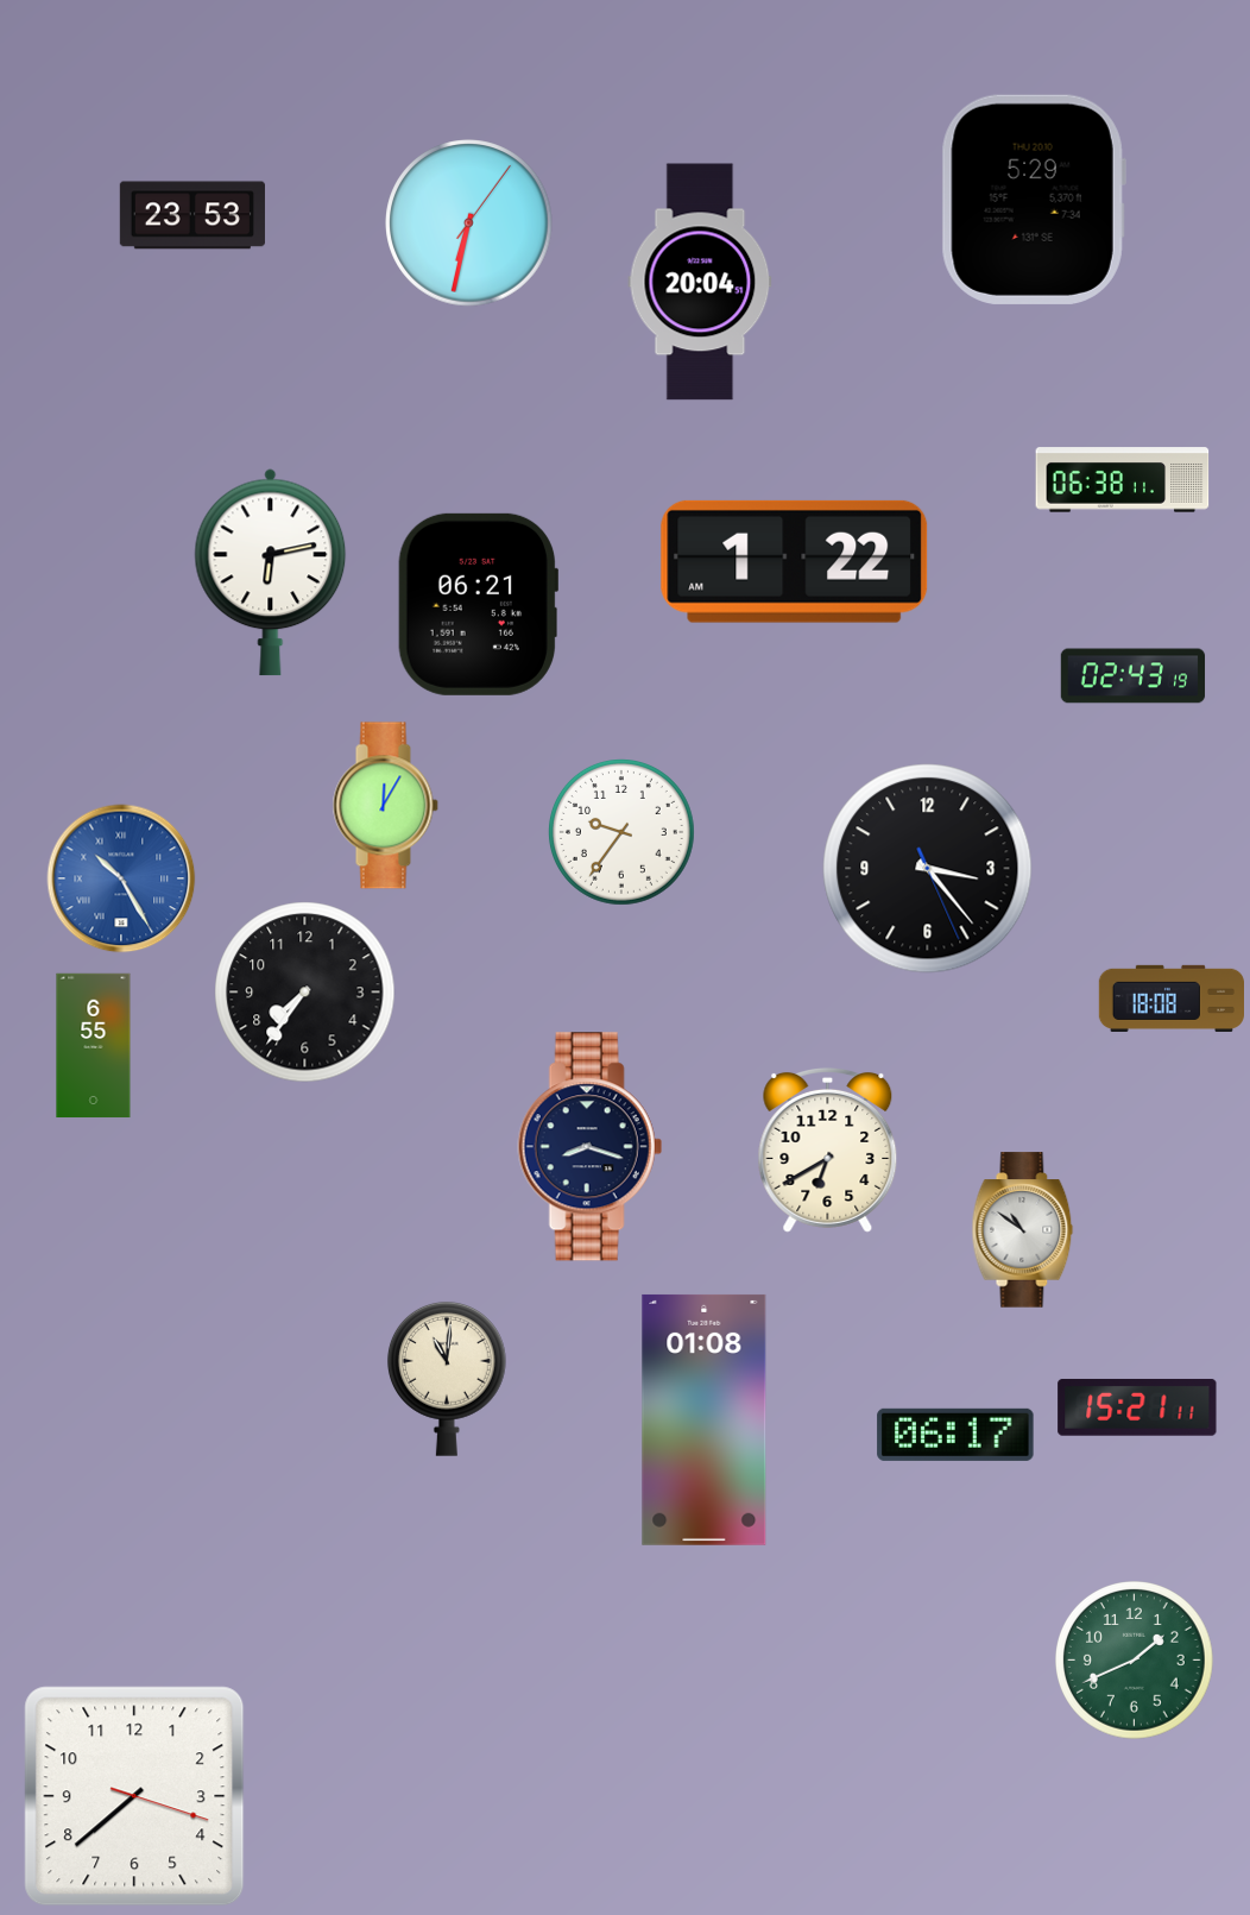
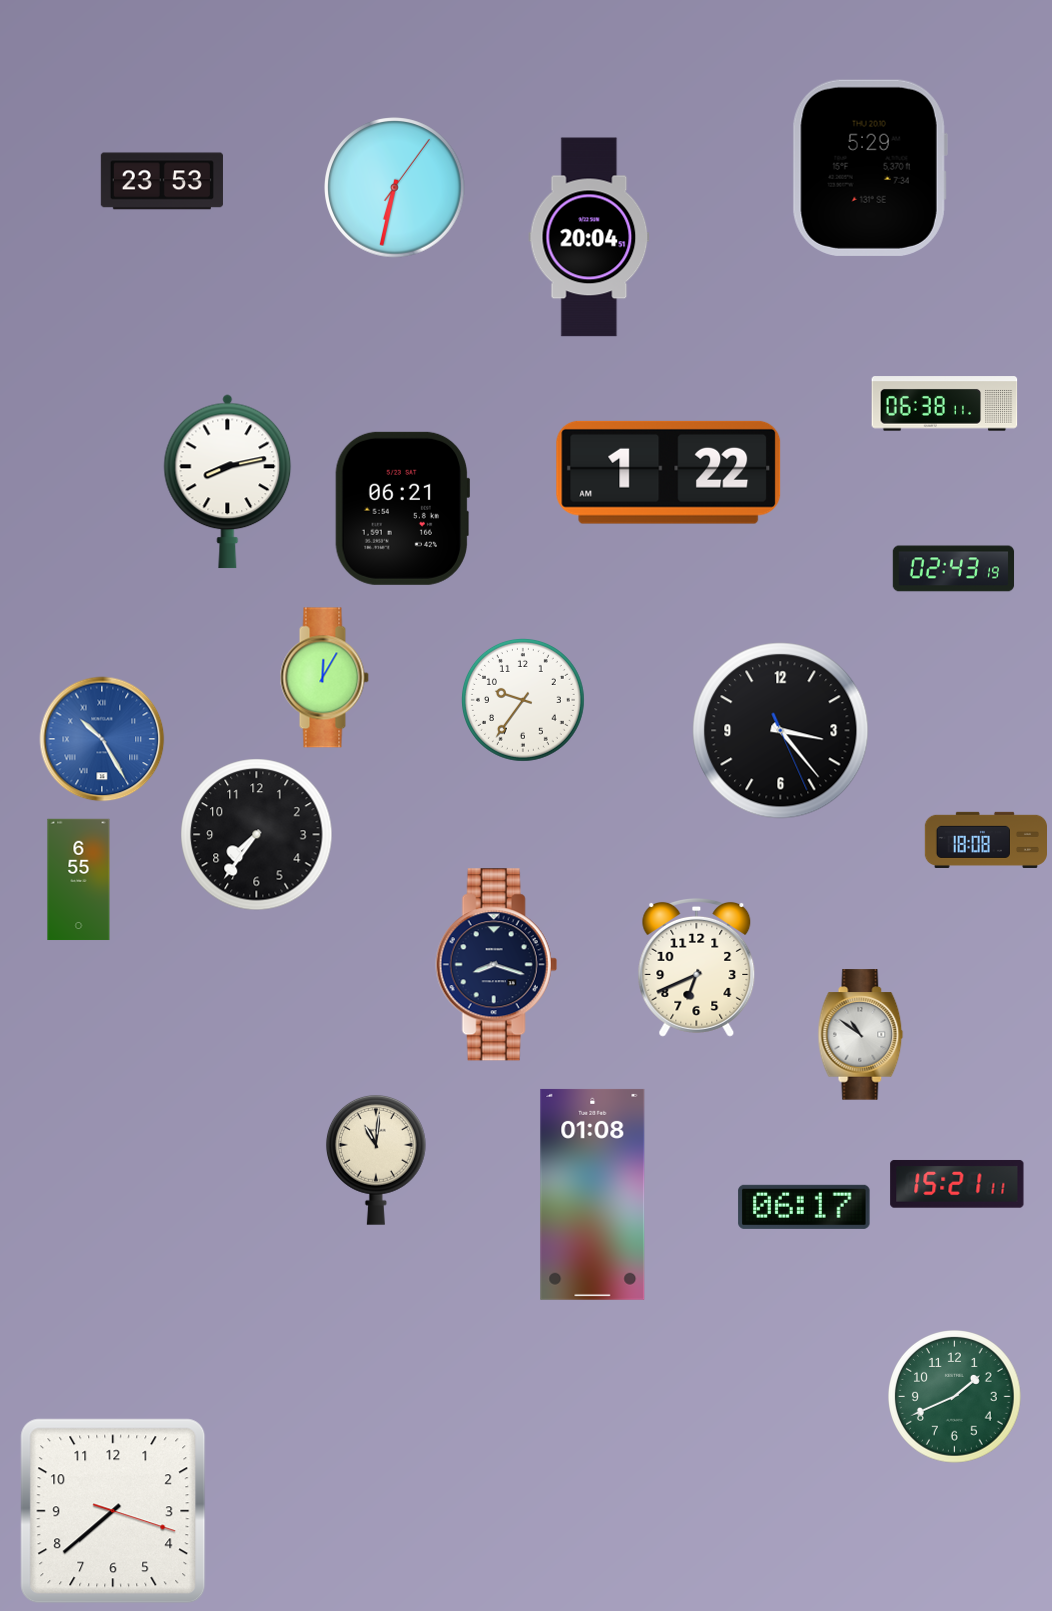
clock at (271, 573): 6:13 -> 8:13
clock at (828, 1149): 6:40 -> 6:41
